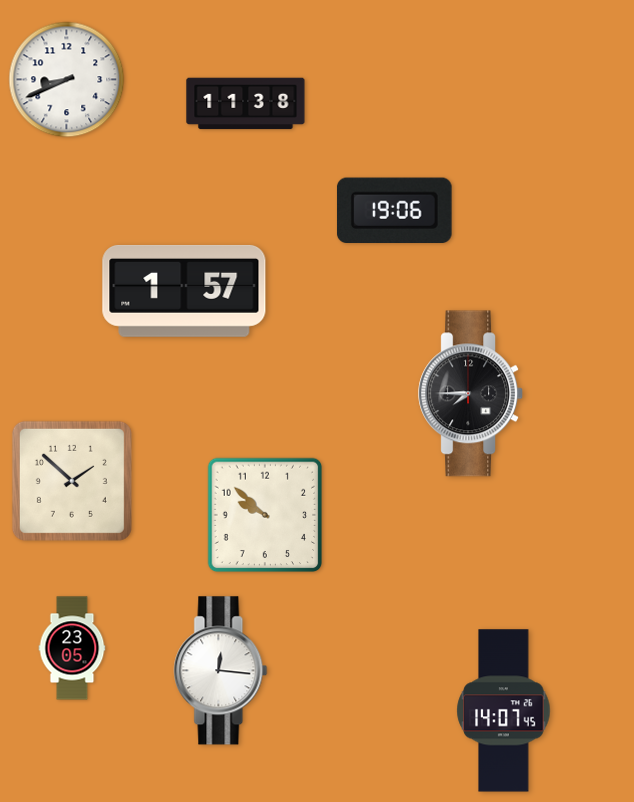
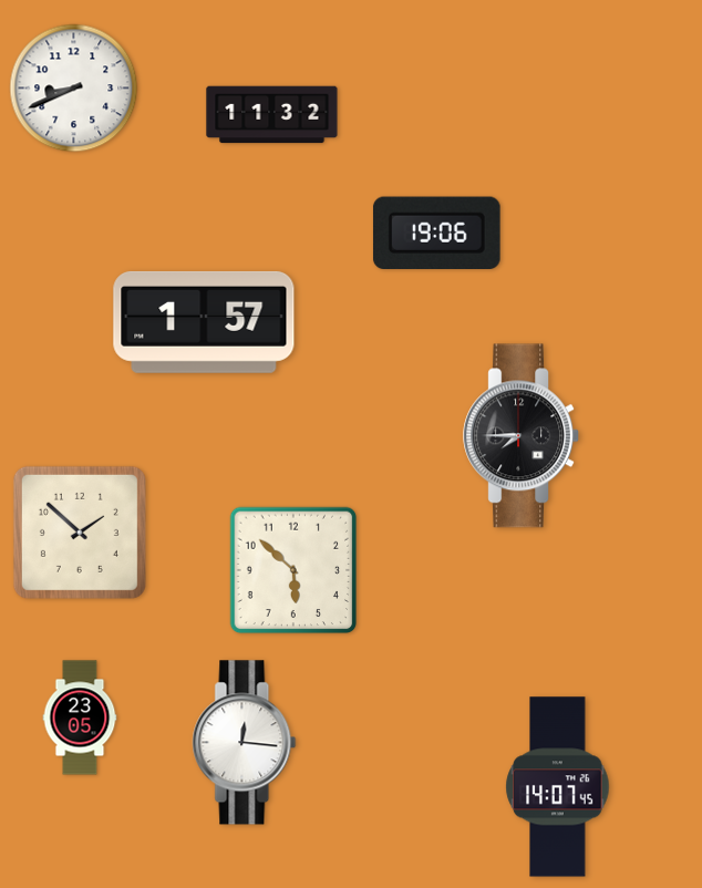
clock at (246, 104): 11:38 -> 11:32
clock at (265, 515): 9:52 -> 5:52
